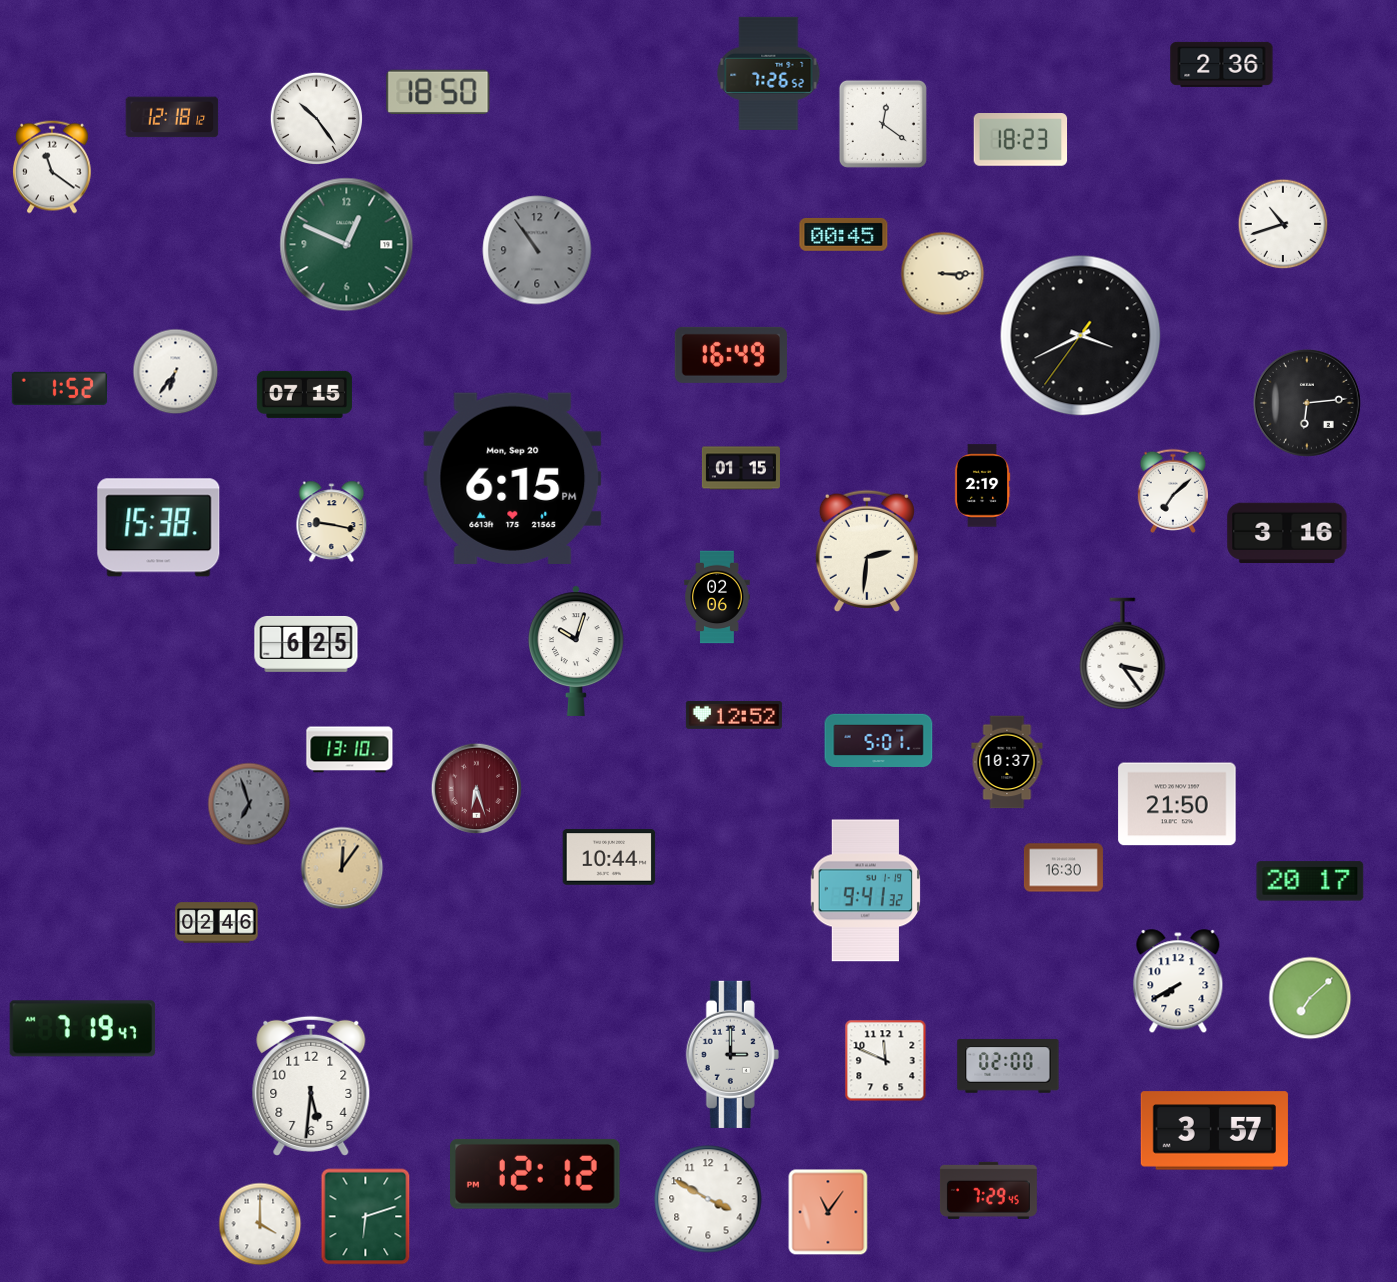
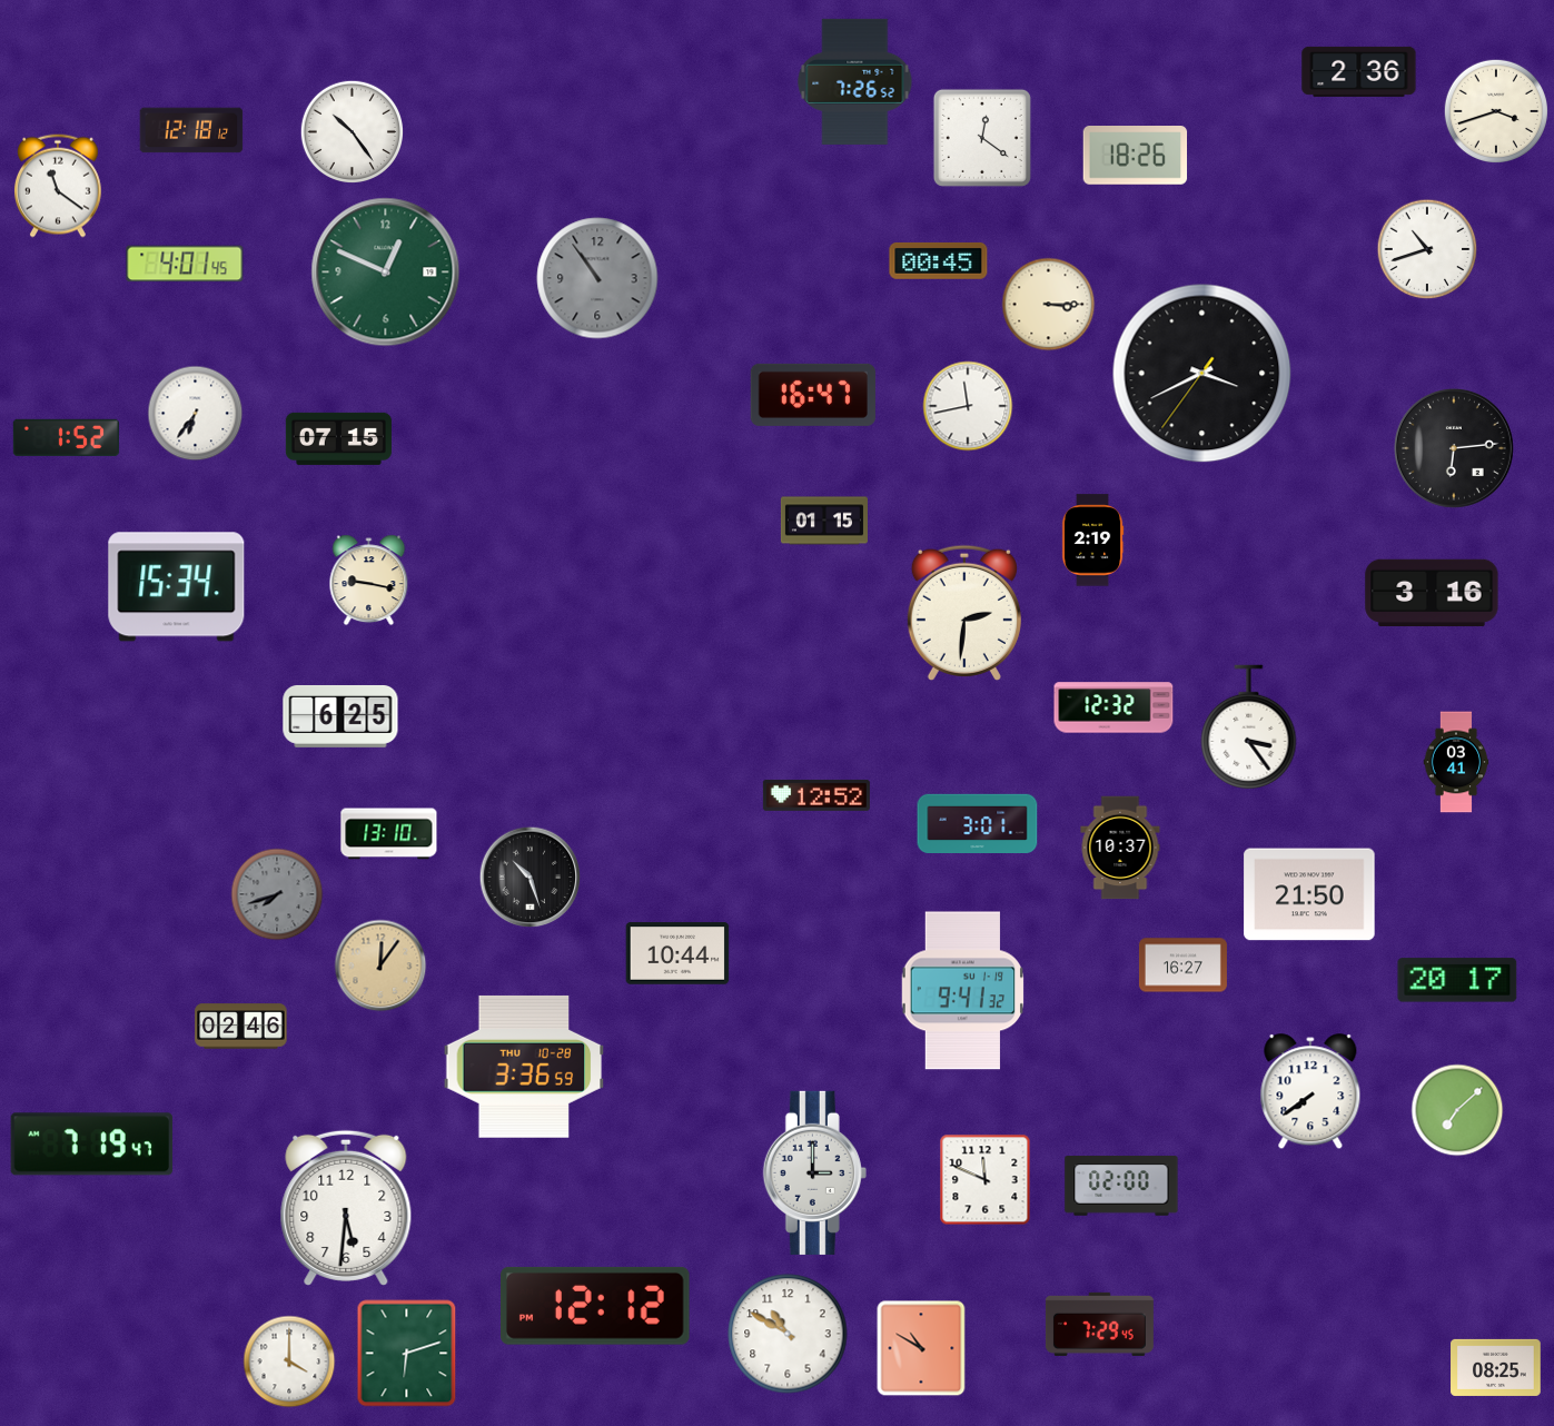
clock at (438, 91): 18:50 -> none
clock at (1495, 110): none -> 3:42
clock at (1021, 140): 18:23 -> 18:26
clock at (185, 264): none -> 4:01
clock at (731, 355): 16:49 -> 16:47
clock at (968, 406): none -> 11:43
clock at (59, 388) position: (59, 388) -> (66, 437)
clock at (513, 478): 6:15 -> none
clock at (1172, 491): 7:08 -> none
clock at (159, 528): 15:38 -> 15:34
clock at (717, 597): 02:06 -> none
clock at (1113, 707): none -> 12:32
clock at (577, 651): 10:03 -> none
clock at (1456, 762): none -> 03:41
clock at (879, 740): 5:01 -> 3:01
clock at (477, 789): 6:27 -> 10:27
clock at (477, 789) dial: burgundy -> black
clock at (249, 804): 6:57 -> 7:42
clock at (1063, 868): 16:30 -> 16:27
clock at (524, 1067): none -> 3:36
clock at (1178, 982): 7:40 -> 7:39
clock at (1214, 1131): 3:57 -> none
clock at (708, 1199): 3:50 -> 10:50
clock at (828, 1212): 11:06 -> 10:50
clock at (1496, 1367): none -> 08:25
